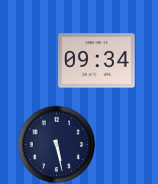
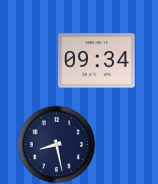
clock at (56, 144): 5:28 -> 8:28
